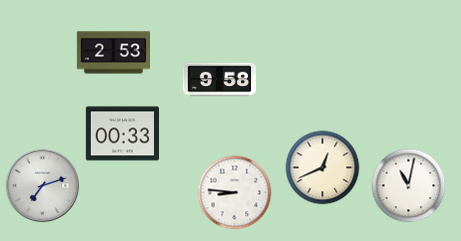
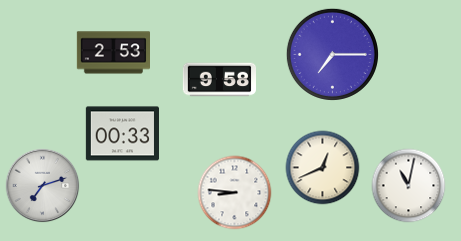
clock at (332, 54): none -> 7:15
